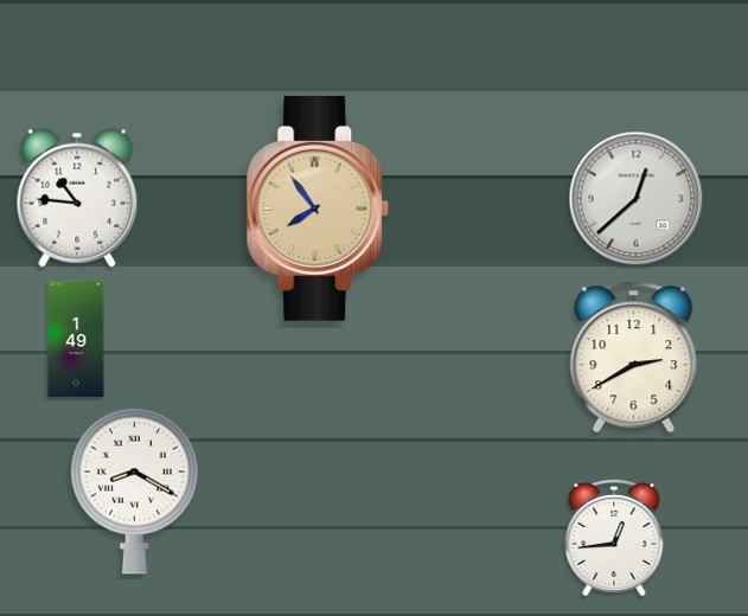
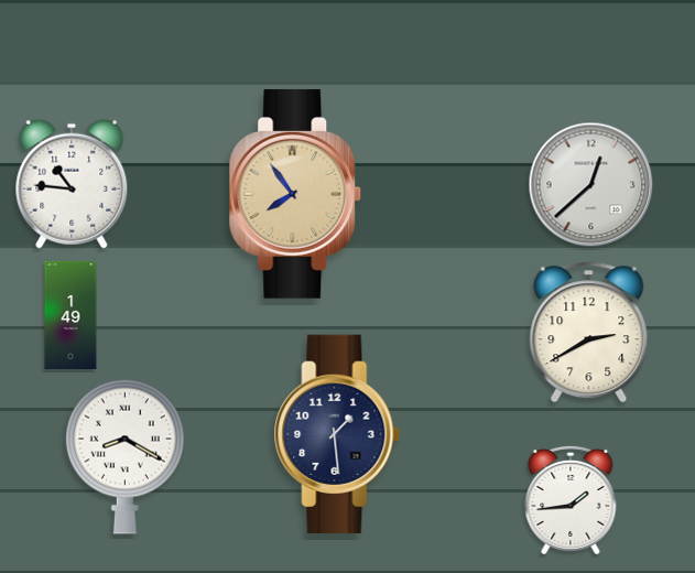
clock at (337, 433): none -> 1:29
clock at (614, 538): 12:44 -> 1:44
